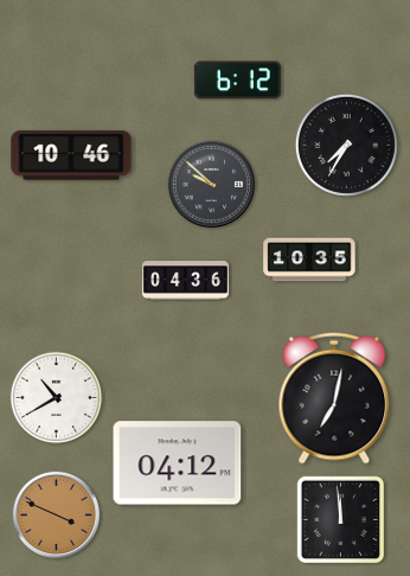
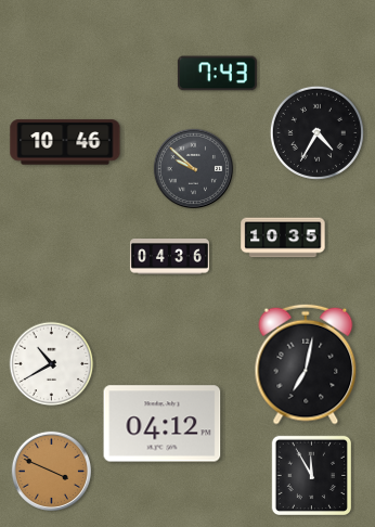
clock at (237, 81): 6:12 -> 7:43
clock at (346, 145): 7:35 -> 4:35
clock at (341, 520): 11:59 -> 11:55
